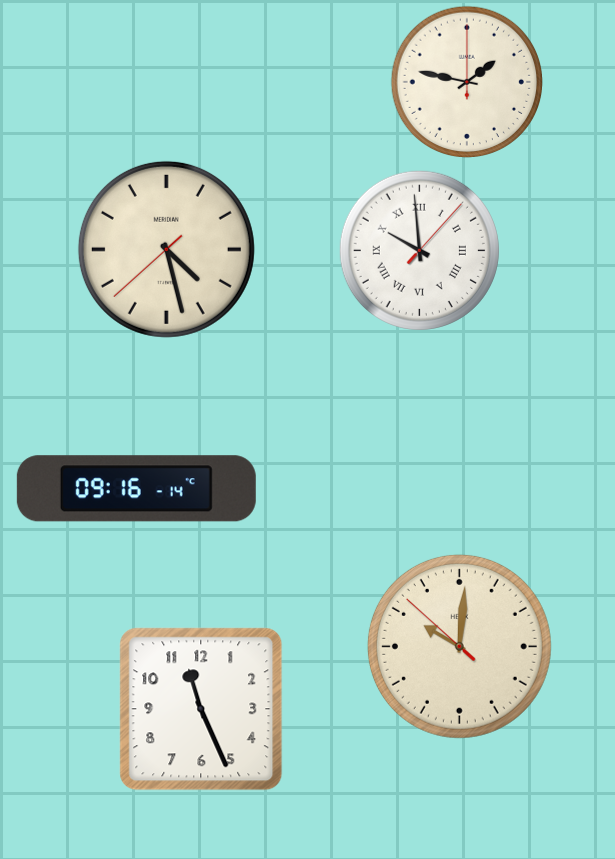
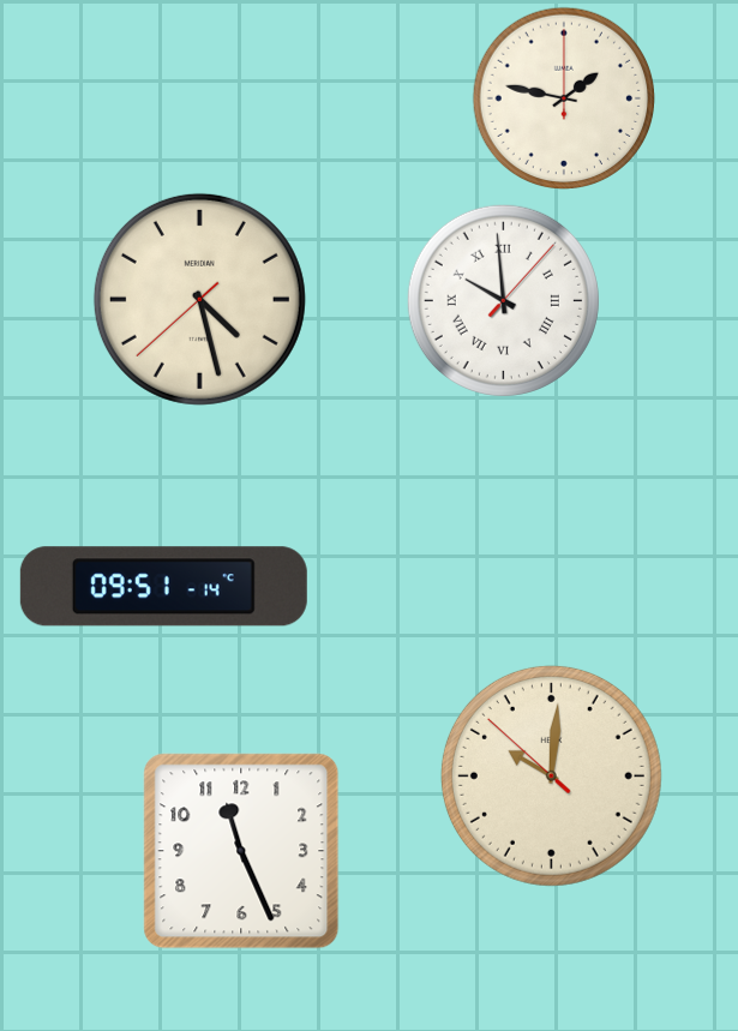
clock at (466, 81) position: (466, 81) -> (563, 97)
clock at (136, 489): 09:16 -> 09:51
